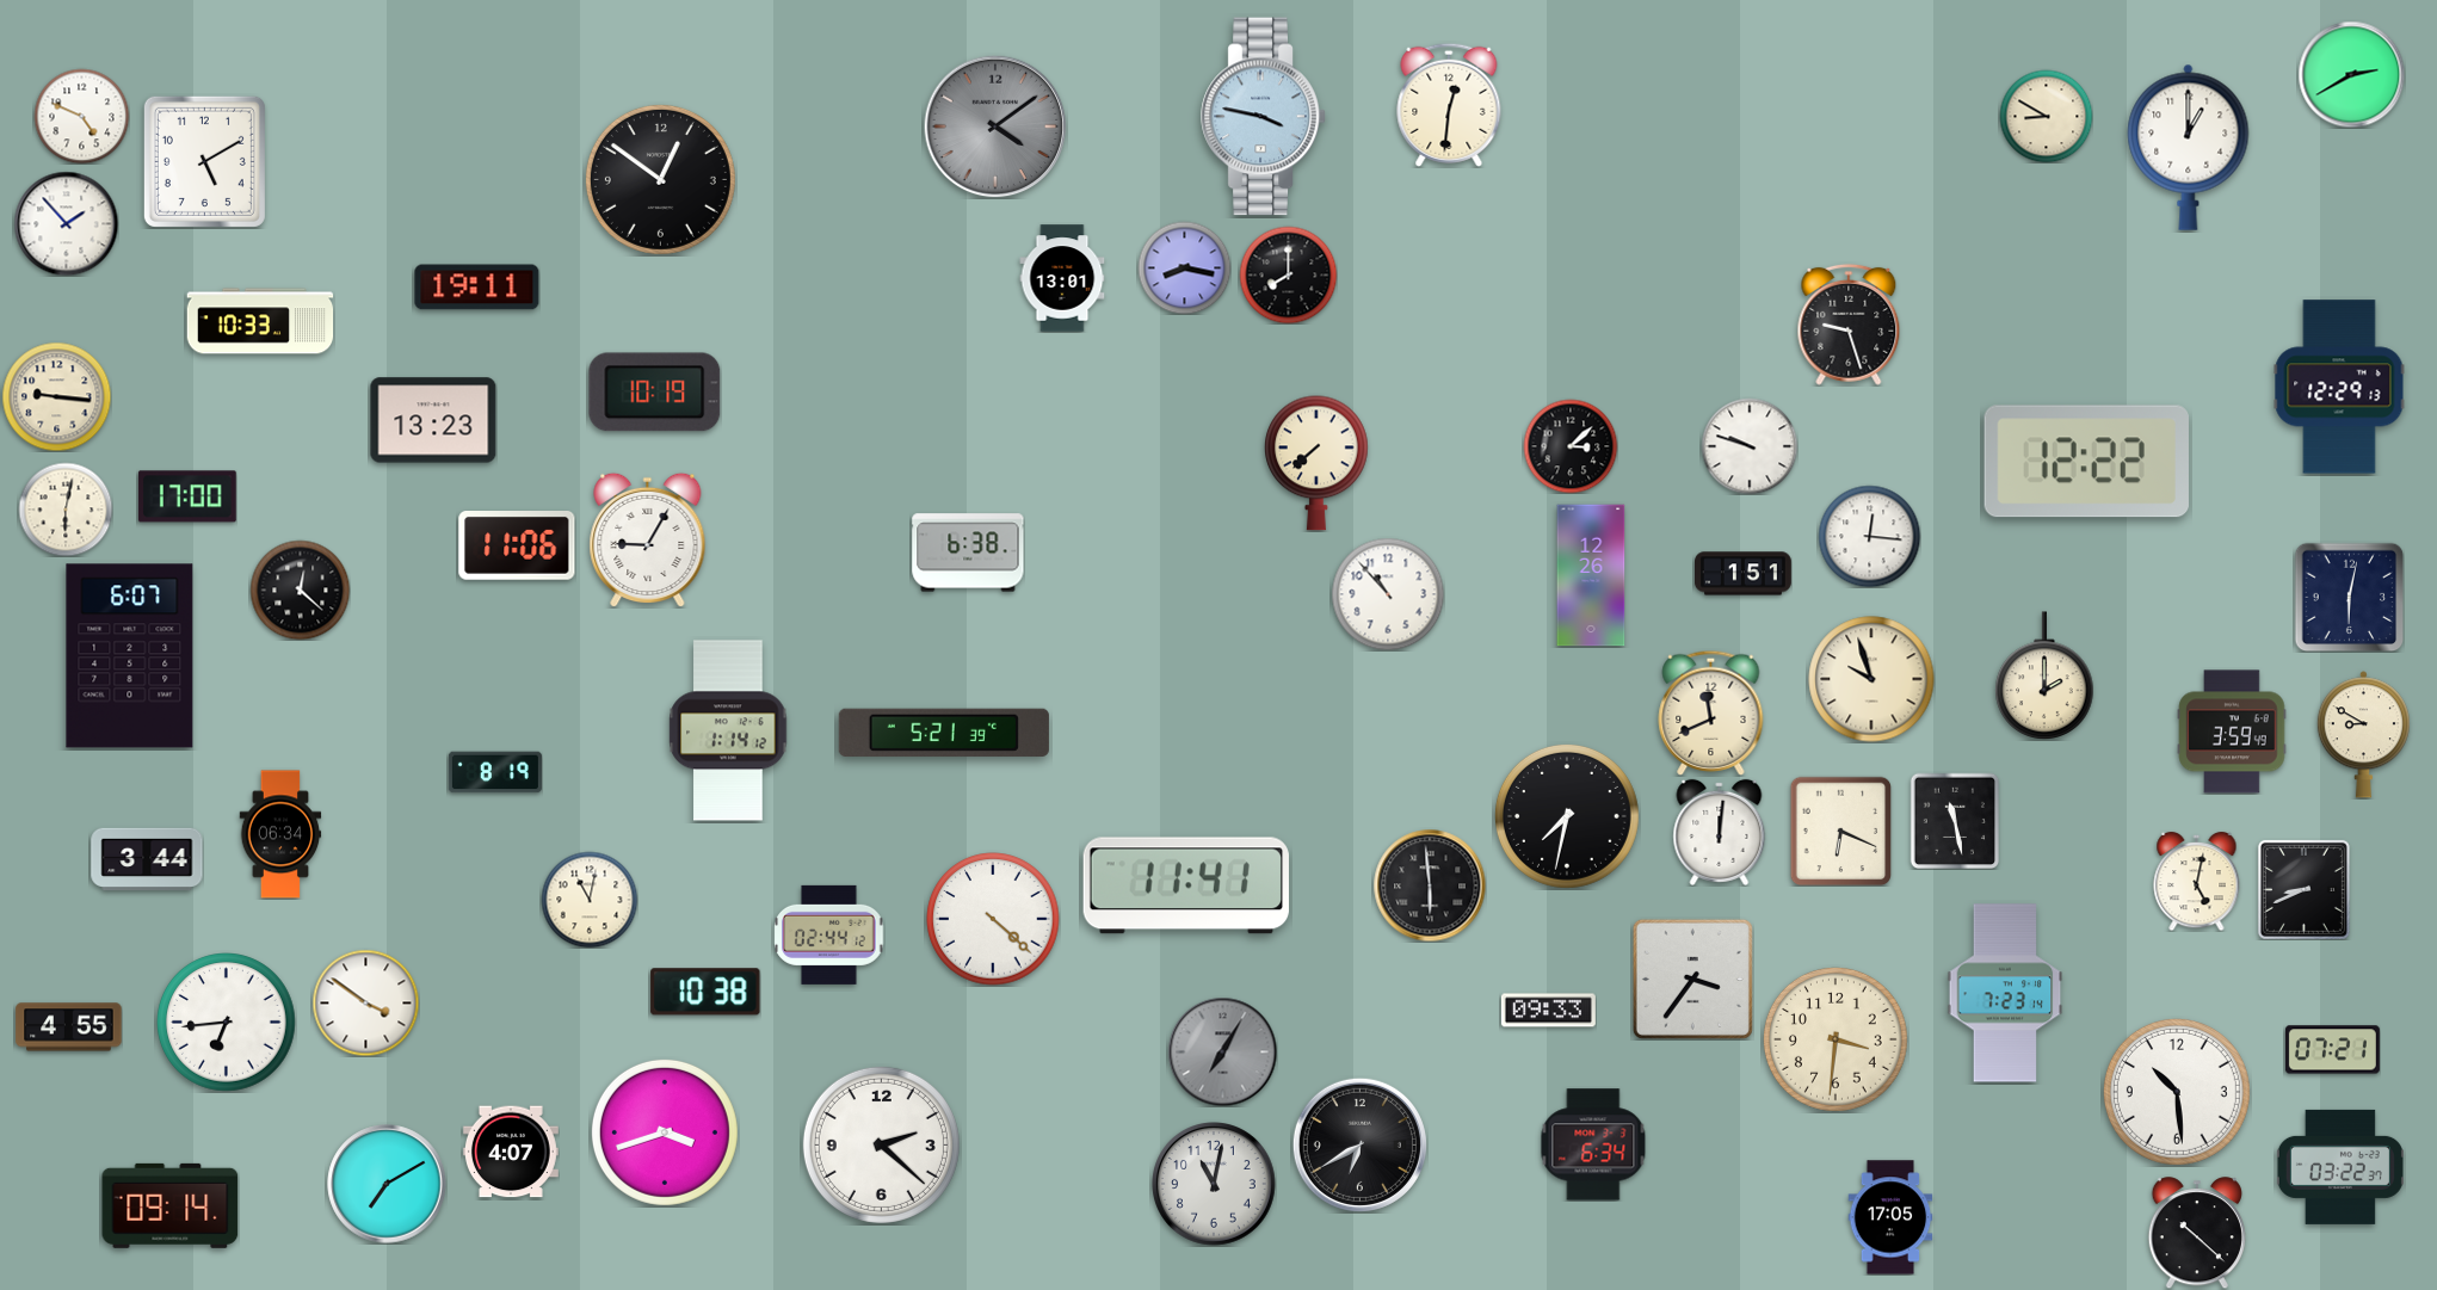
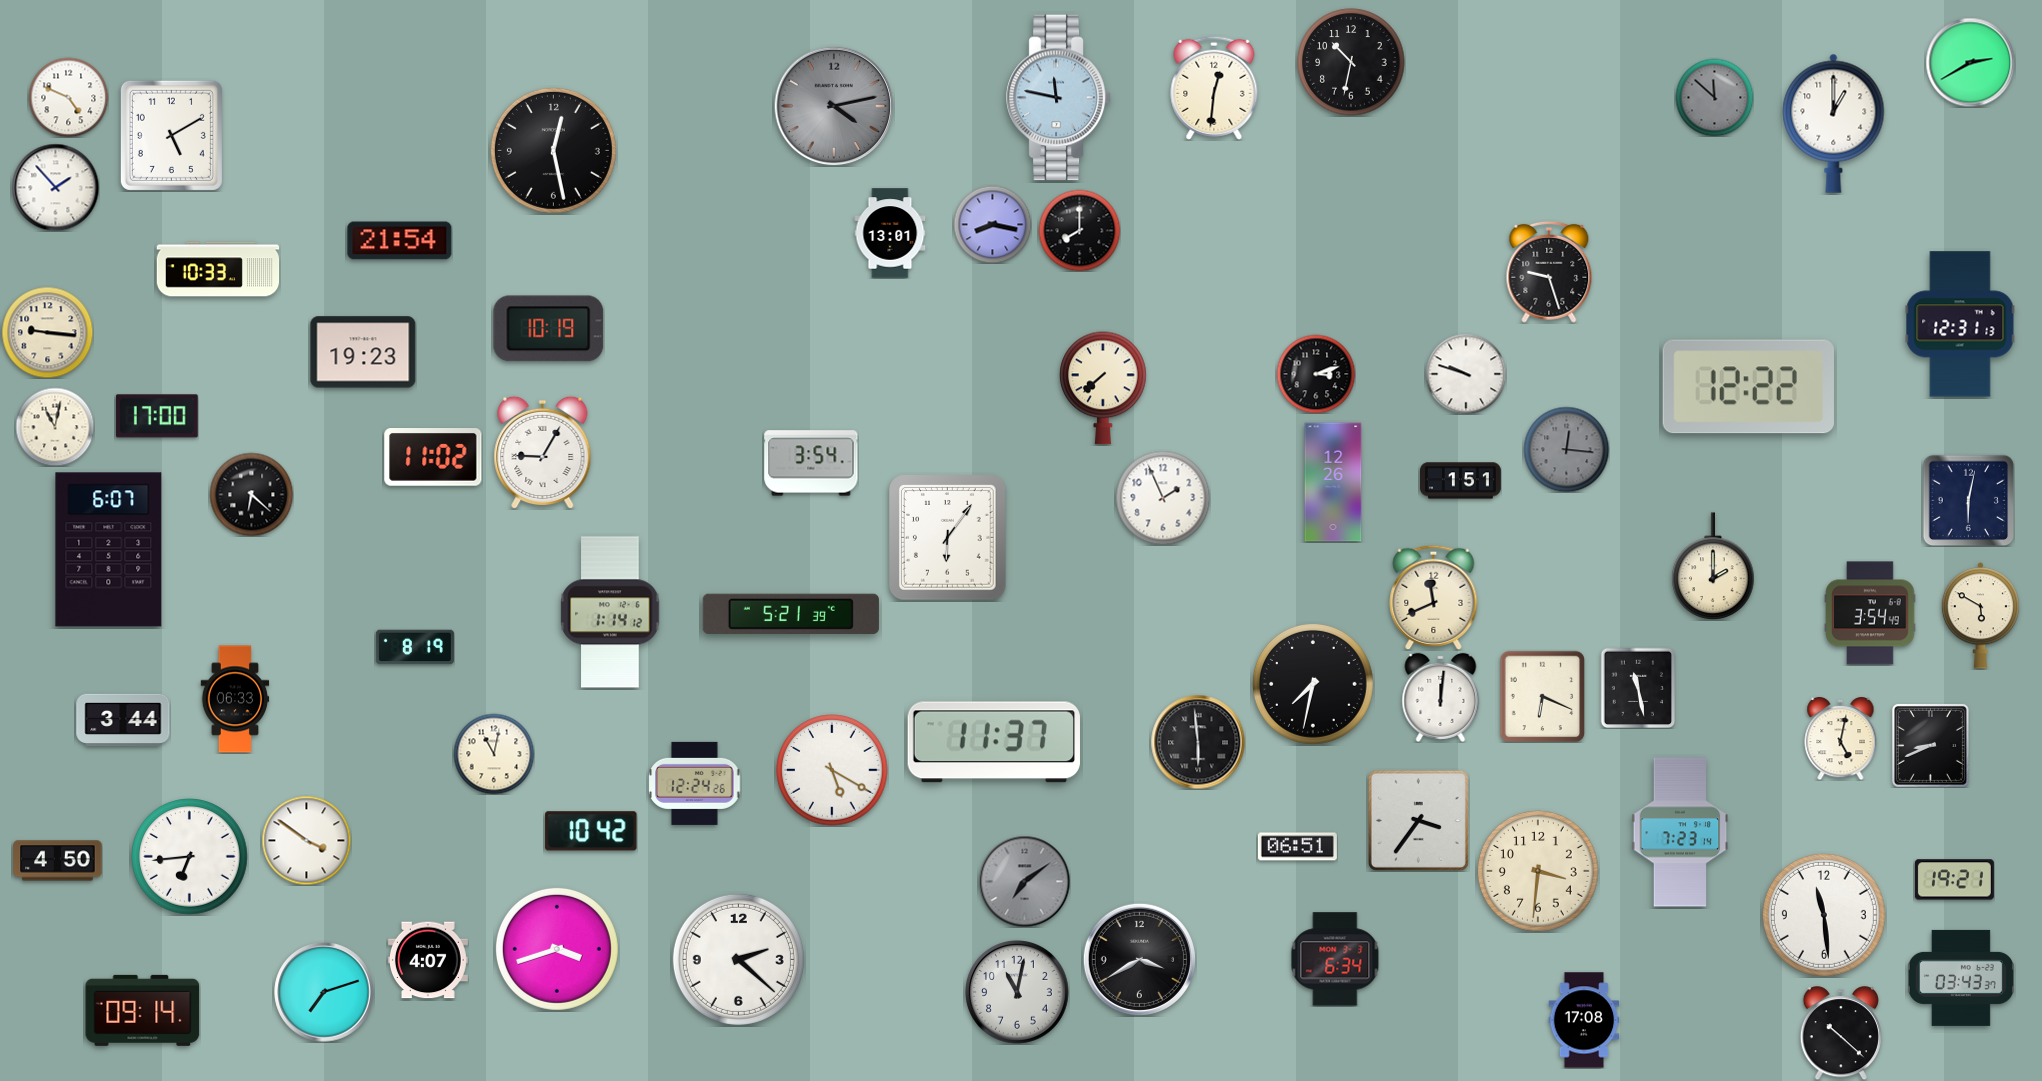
clock at (1351, 62): none -> 10:32
clock at (2046, 116): 8:50 -> 11:52
clock at (2046, 116) dial: cream -> grey
clock at (1264, 117): 3:47 -> 11:47
clock at (995, 126): 4:09 -> 4:13
clock at (660, 179): 12:51 -> 12:28
clock at (477, 288): 19:11 -> 21:54
clock at (2339, 387): 12:29 -> 12:31
clock at (433, 420): 13:23 -> 19:23
clock at (1571, 446): 3:08 -> 3:12
clock at (66, 510): 6:02 -> 11:02
clock at (1869, 536) dial: white -> grey
clock at (517, 547): 11:06 -> 11:02
clock at (968, 553): 6:38 -> 3:54
clock at (300, 590): 12:22 -> 6:22
clock at (1388, 594): 10:53 -> 1:56
clock at (948, 538): none -> 6:06
clock at (1871, 679): 9:57 -> none
clock at (2232, 732): 3:59 -> 3:54
clock at (2363, 735): 8:50 -> 5:50
clock at (280, 834): 06:34 -> 06:33
clock at (1186, 885): 11:41 -> 11:37
clock at (993, 919): 4:22 -> 5:20
clock at (829, 934): 02:44 -> 12:24
clock at (705, 992): 10:38 -> 10:42
clock at (1548, 1011): 09:33 -> 06:51
clock at (69, 1027): 4:55 -> 4:50
clock at (2332, 1050): 07:21 -> 19:21
clock at (1222, 1051): 7:05 -> 7:09
clock at (2177, 1092): 10:29 -> 11:29
clock at (1359, 1144): 6:40 -> 3:40
clock at (511, 1152) position: (511, 1152) -> (428, 960)
clock at (2340, 1167): 03:22 -> 03:43
clock at (387, 1184): 7:10 -> 7:12
clock at (1890, 1217): 17:05 -> 17:08
